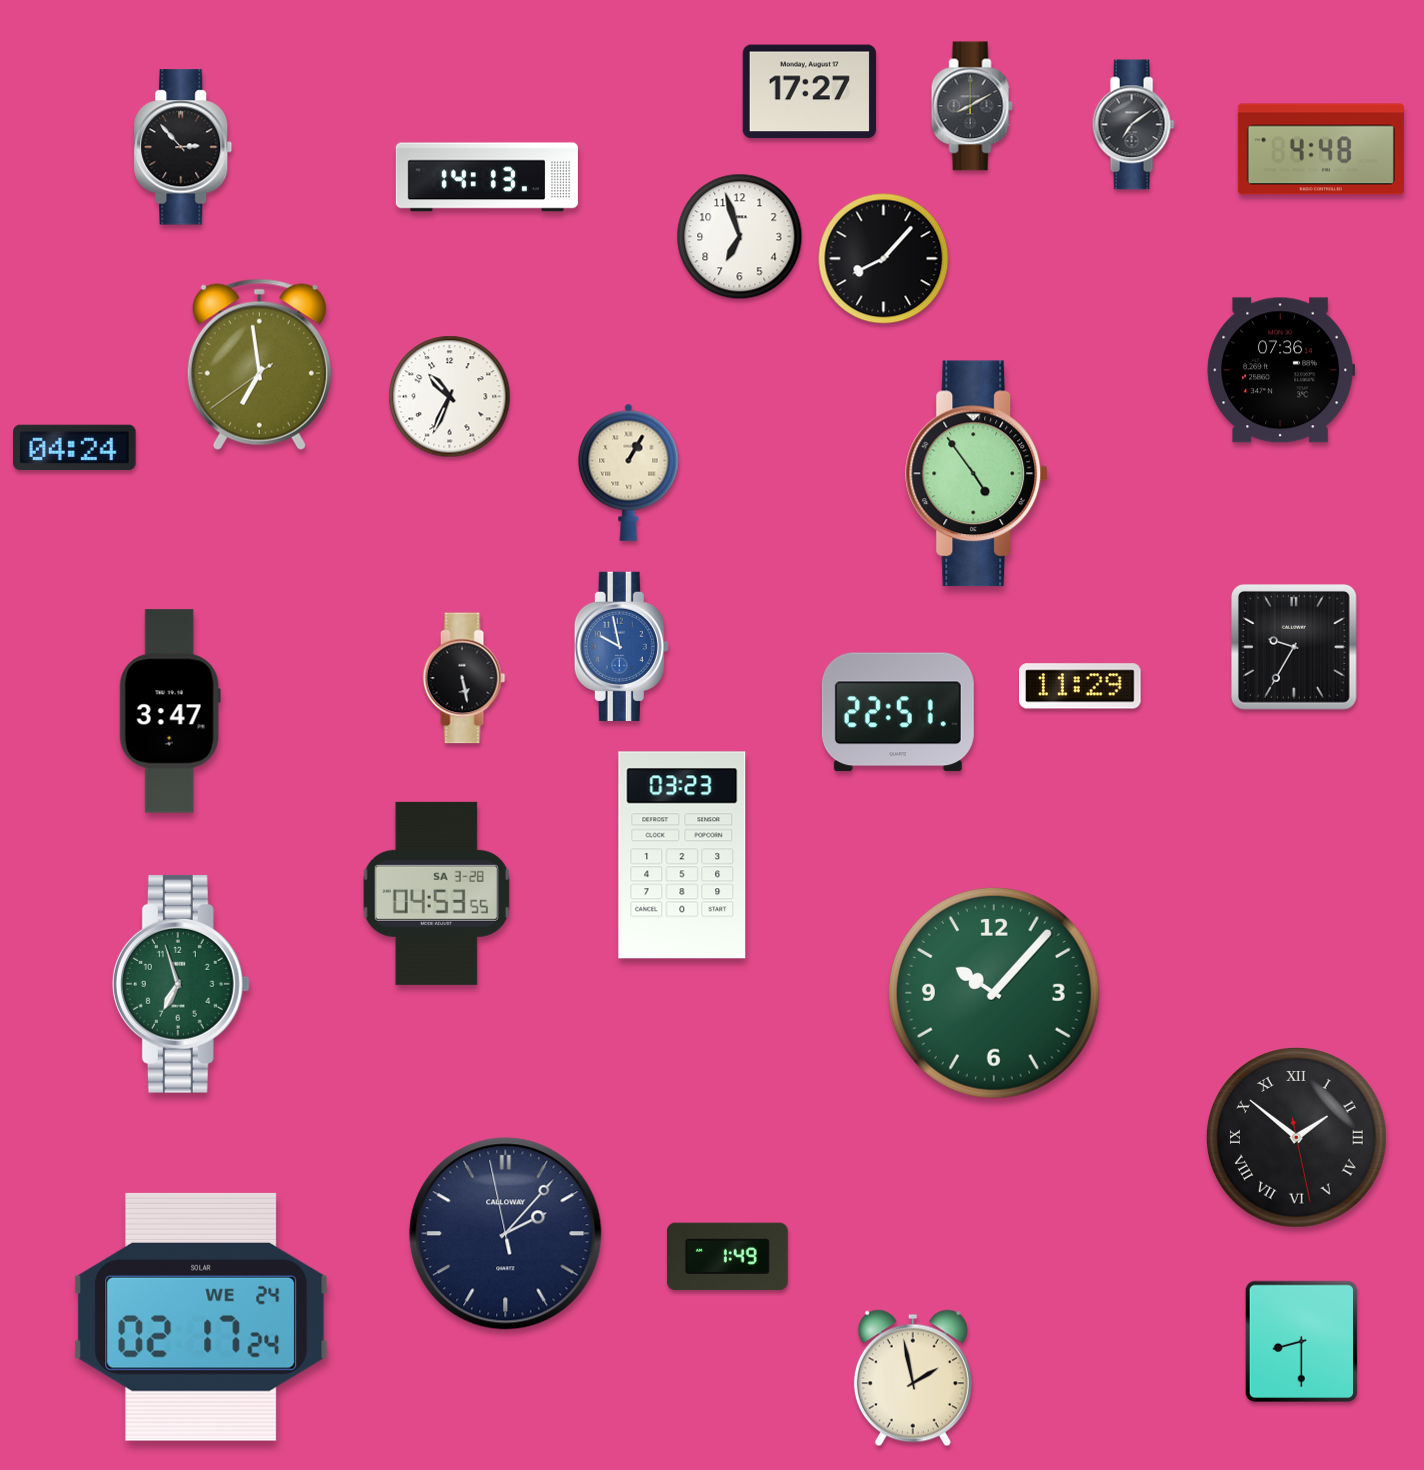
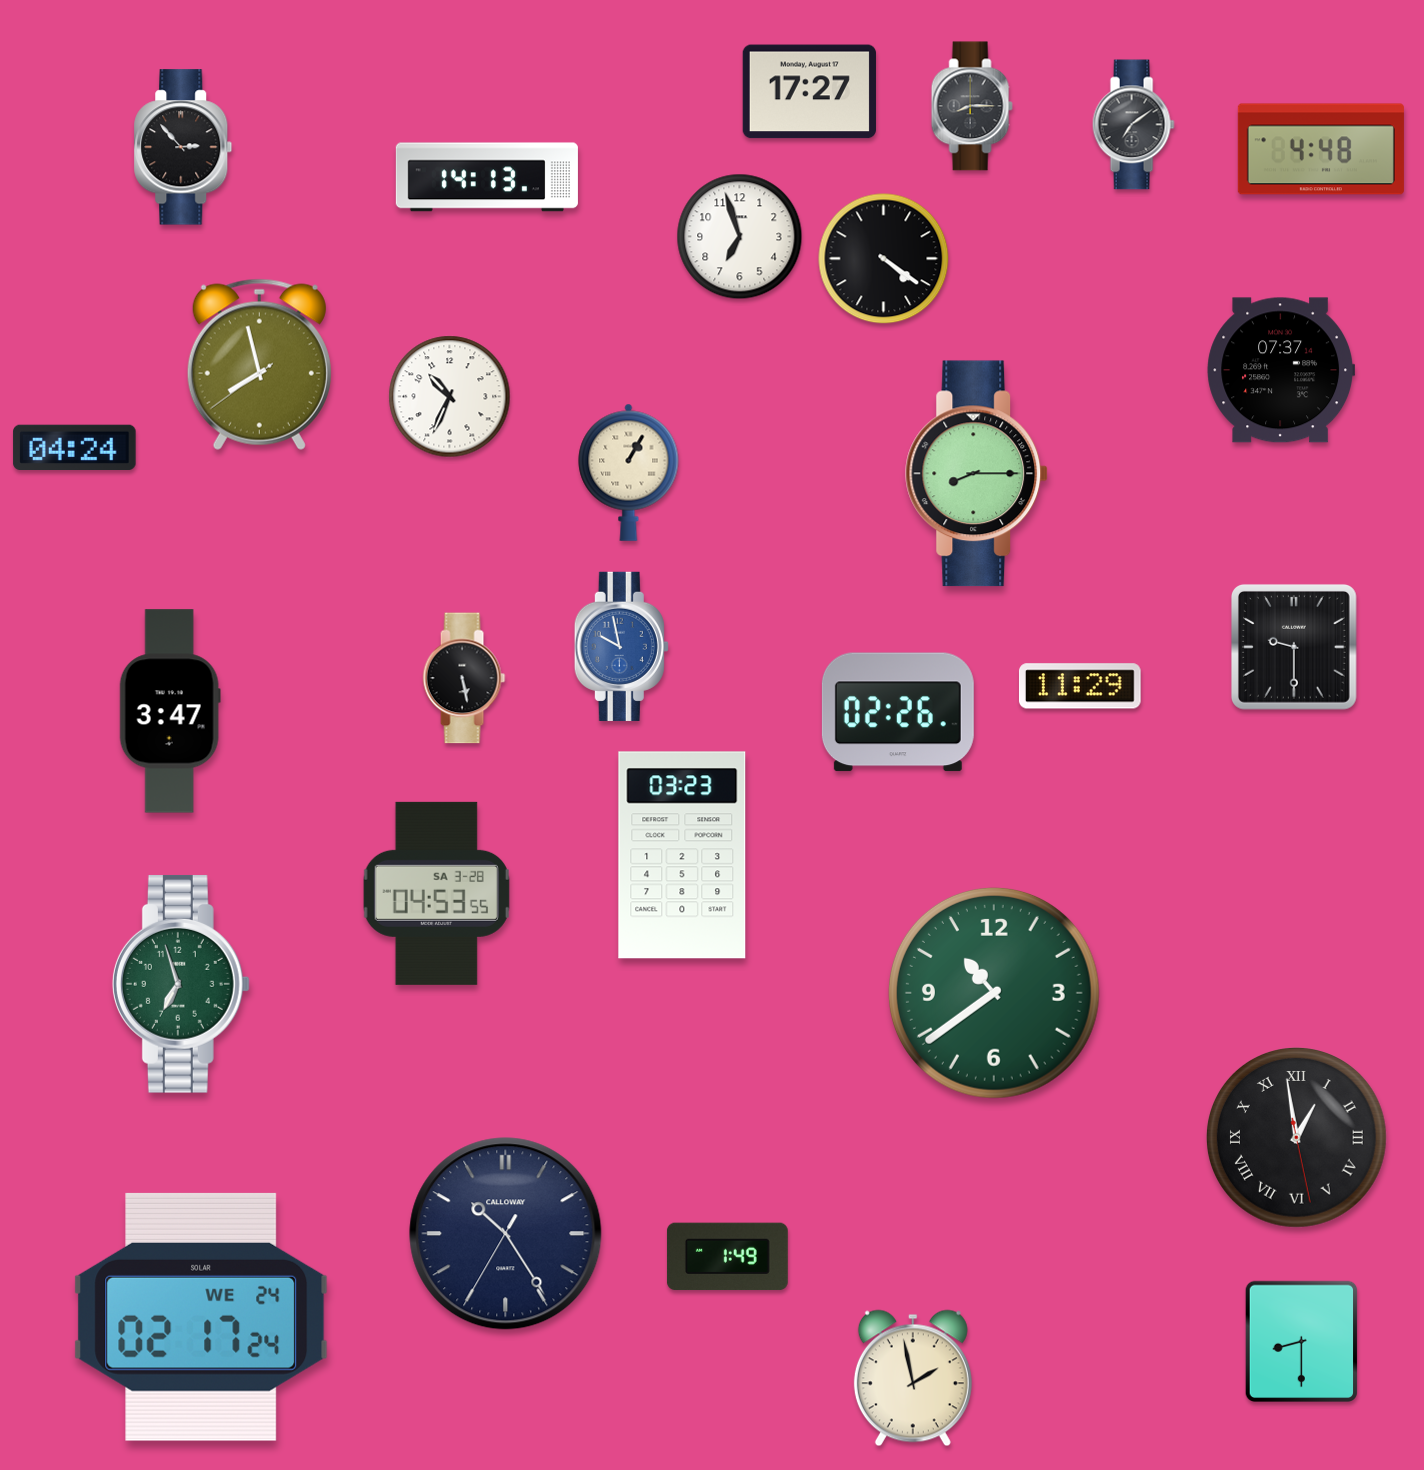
clock at (972, 106): 8:10 -> 8:15
clock at (884, 259): 8:07 -> 4:21
clock at (259, 364): 6:58 -> 7:57
clock at (1280, 370): 07:36 -> 07:37
clock at (977, 474): 4:54 -> 8:15
clock at (1294, 647): 9:35 -> 9:30
clock at (898, 712): 22:51 -> 02:26
clock at (994, 993): 10:07 -> 10:39
clock at (1297, 1138): 1:51 -> 12:58
clock at (506, 1234): 2:06 -> 10:24
